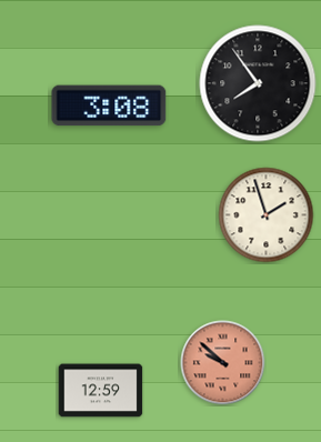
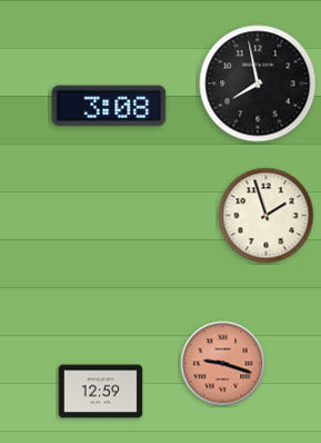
clock at (258, 83): 7:54 -> 7:58
clock at (223, 363): 9:52 -> 9:18
